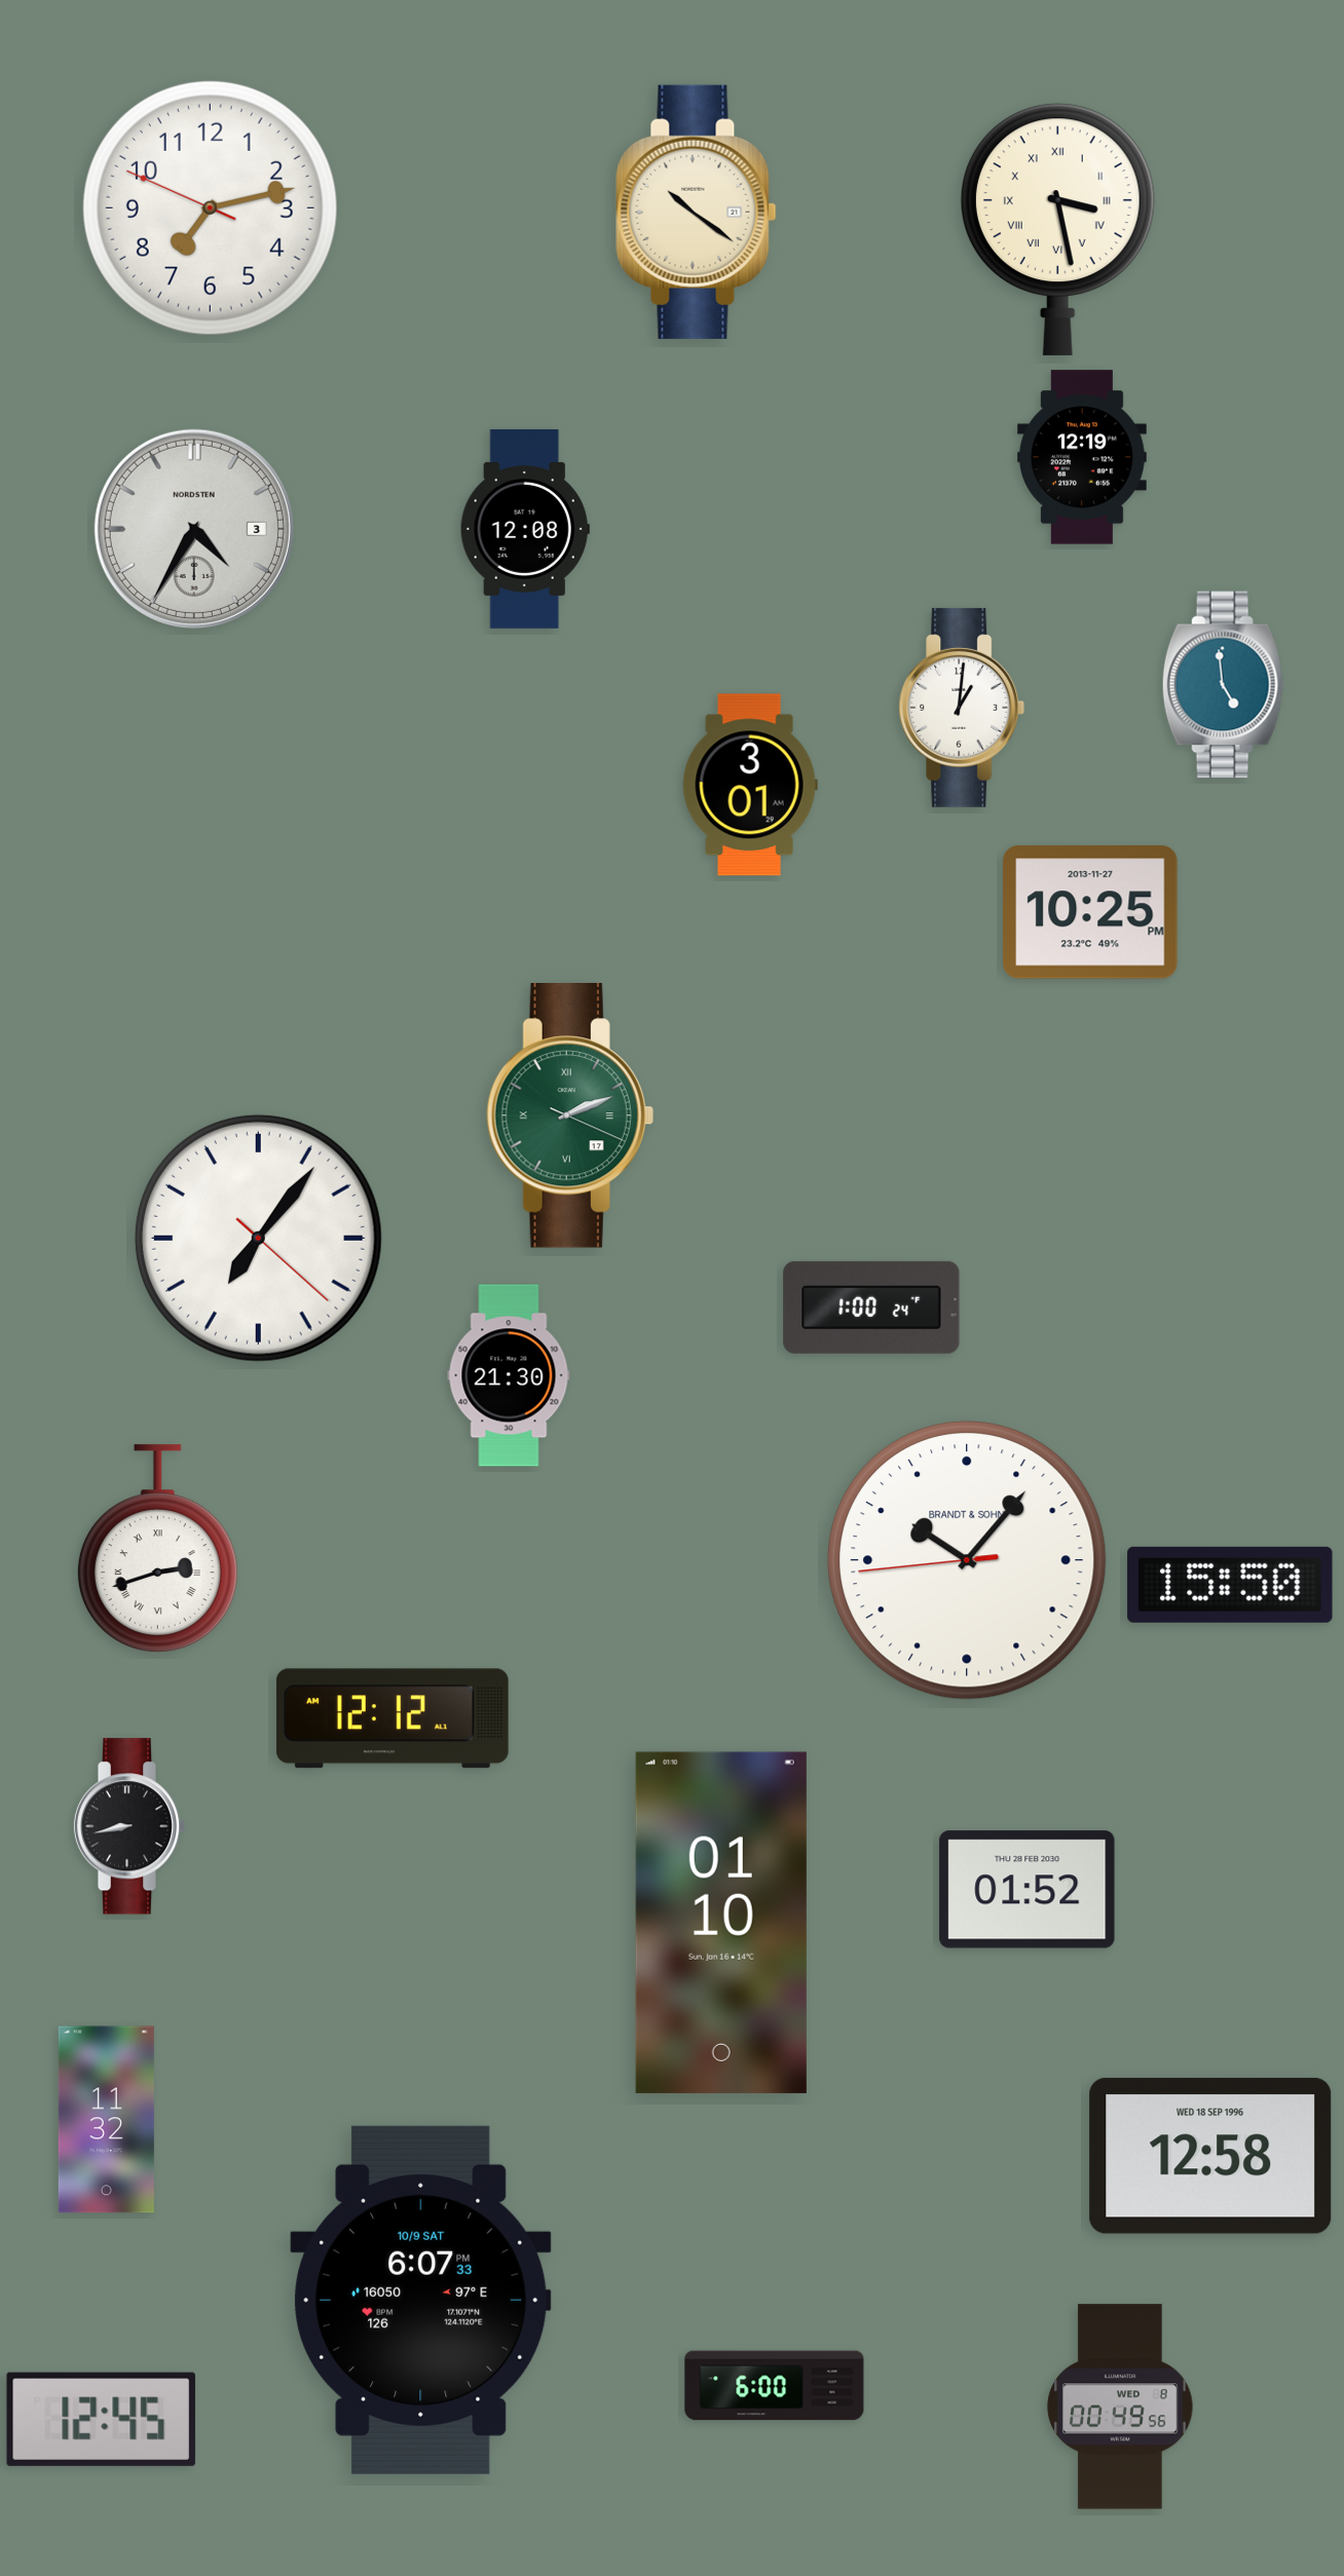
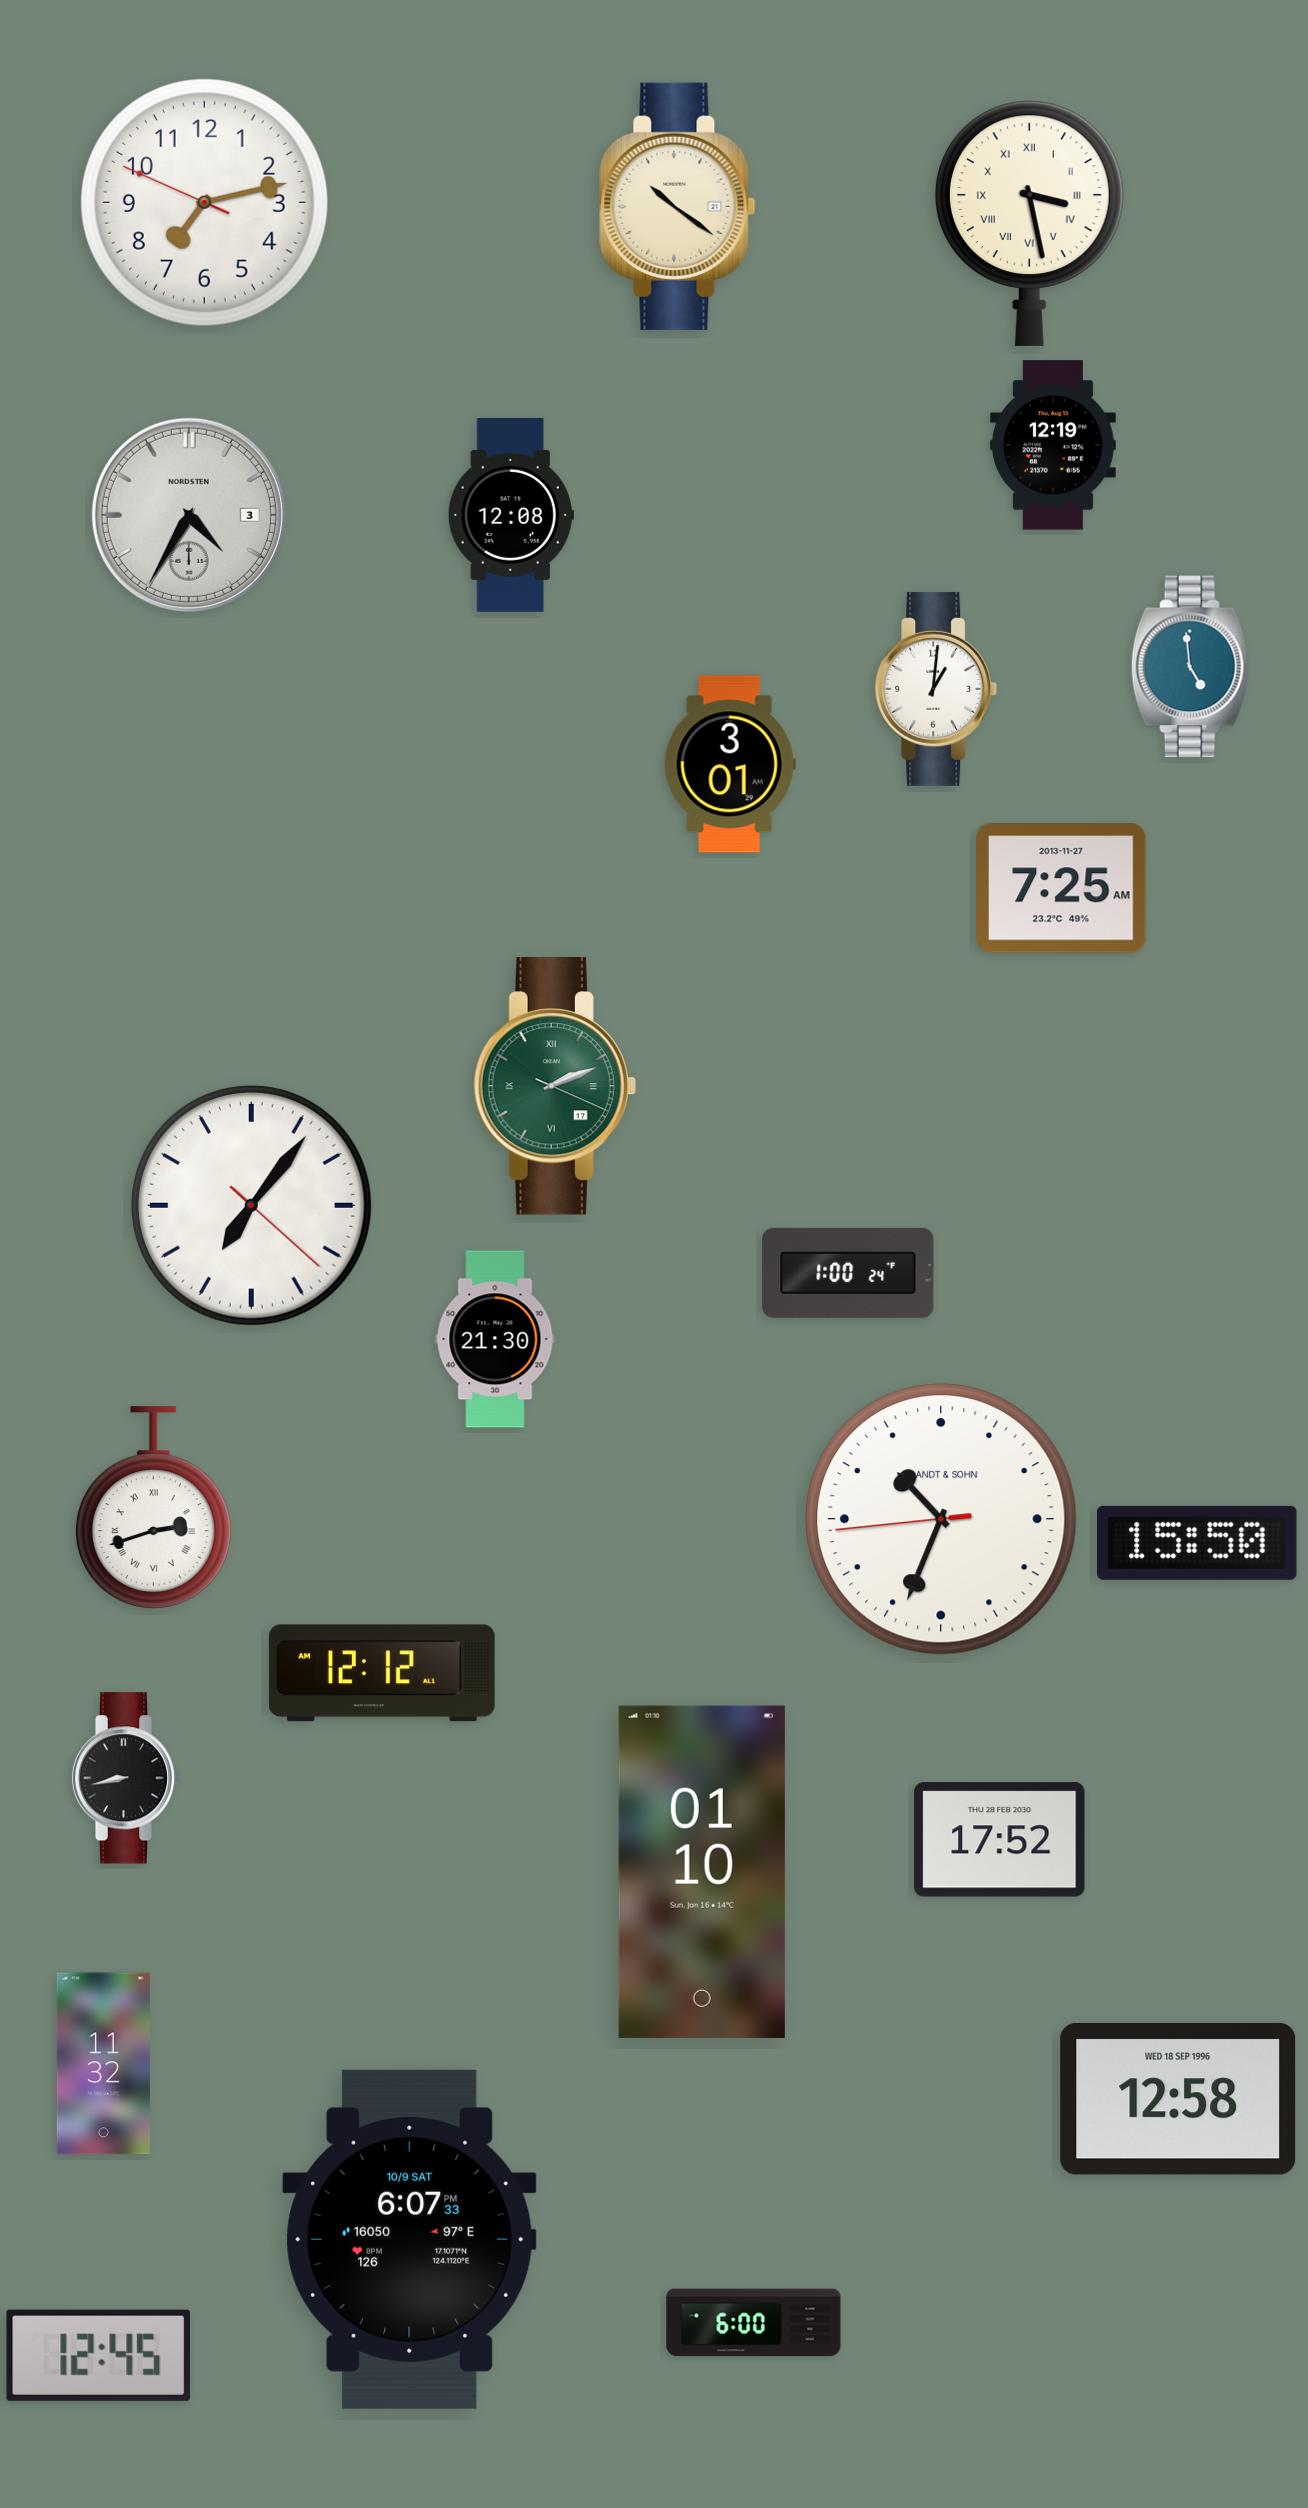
clock at (1090, 912): 10:25 -> 7:25
clock at (967, 1560): 10:06 -> 10:33
clock at (1028, 1890): 01:52 -> 17:52
clock at (1120, 2407): 00:49 -> none
